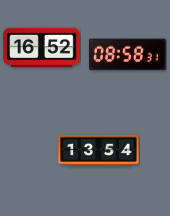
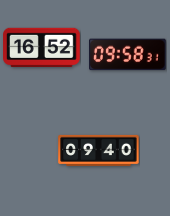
clock at (128, 55): 08:58 -> 09:58
clock at (99, 150): 13:54 -> 09:40
